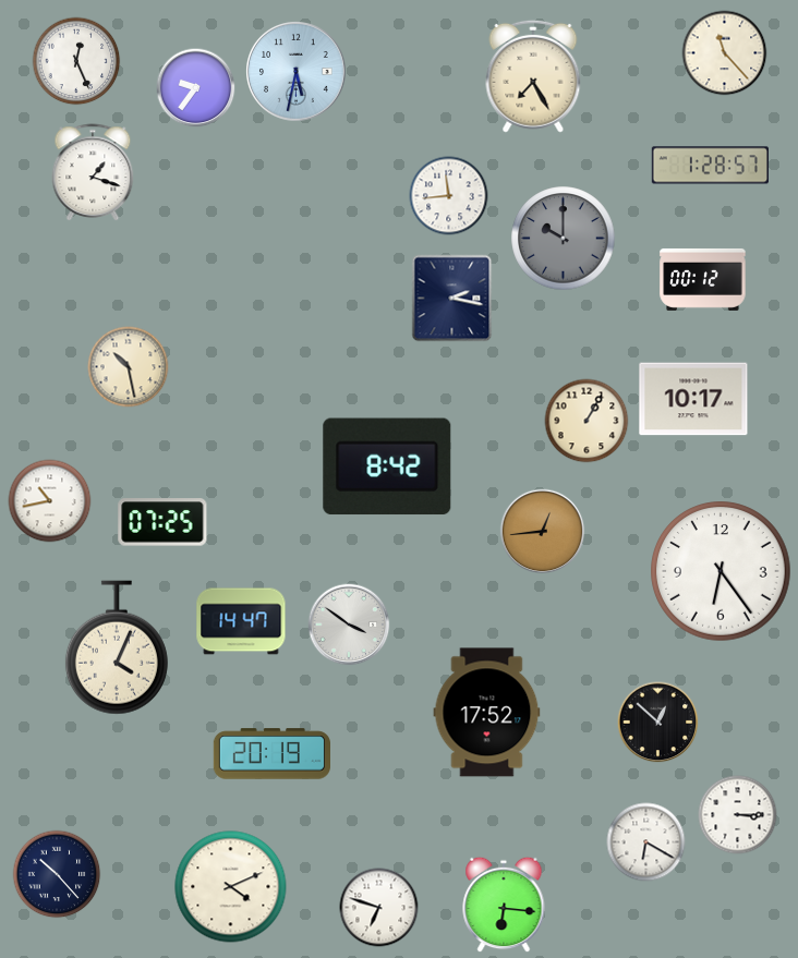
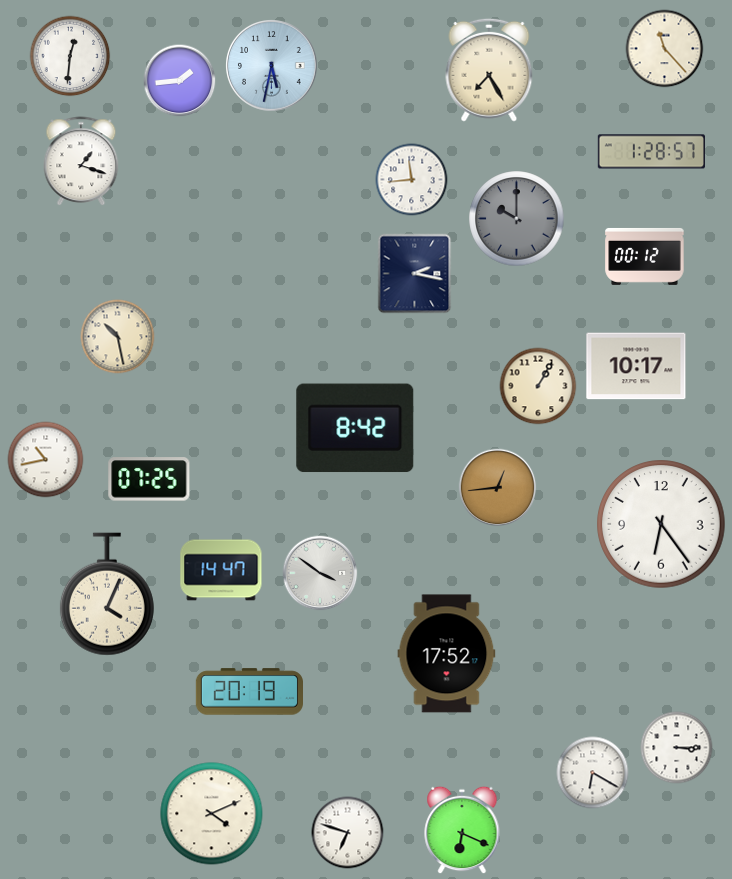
clock at (76, 61): 12:26 -> 12:31
clock at (196, 88): 9:36 -> 1:44
clock at (93, 173) position: (93, 173) -> (81, 162)
clock at (658, 723): 12:52 -> none
clock at (57, 874): 10:23 -> none
clock at (504, 905): 6:16 -> 6:19
